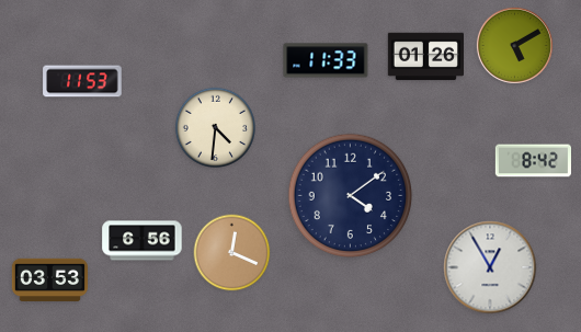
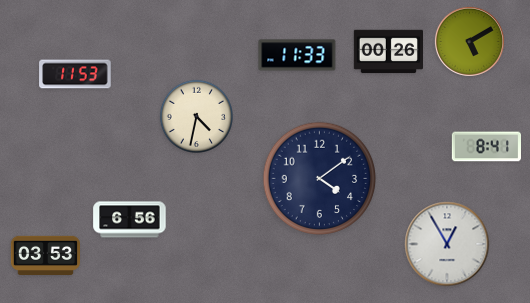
clock at (425, 57): 01:26 -> 00:26
clock at (215, 127): 4:31 -> 4:32
clock at (533, 161): 8:42 -> 8:41
clock at (232, 253): 12:19 -> none
